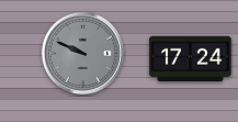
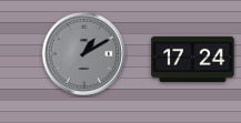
clock at (82, 53): 9:49 -> 1:10
